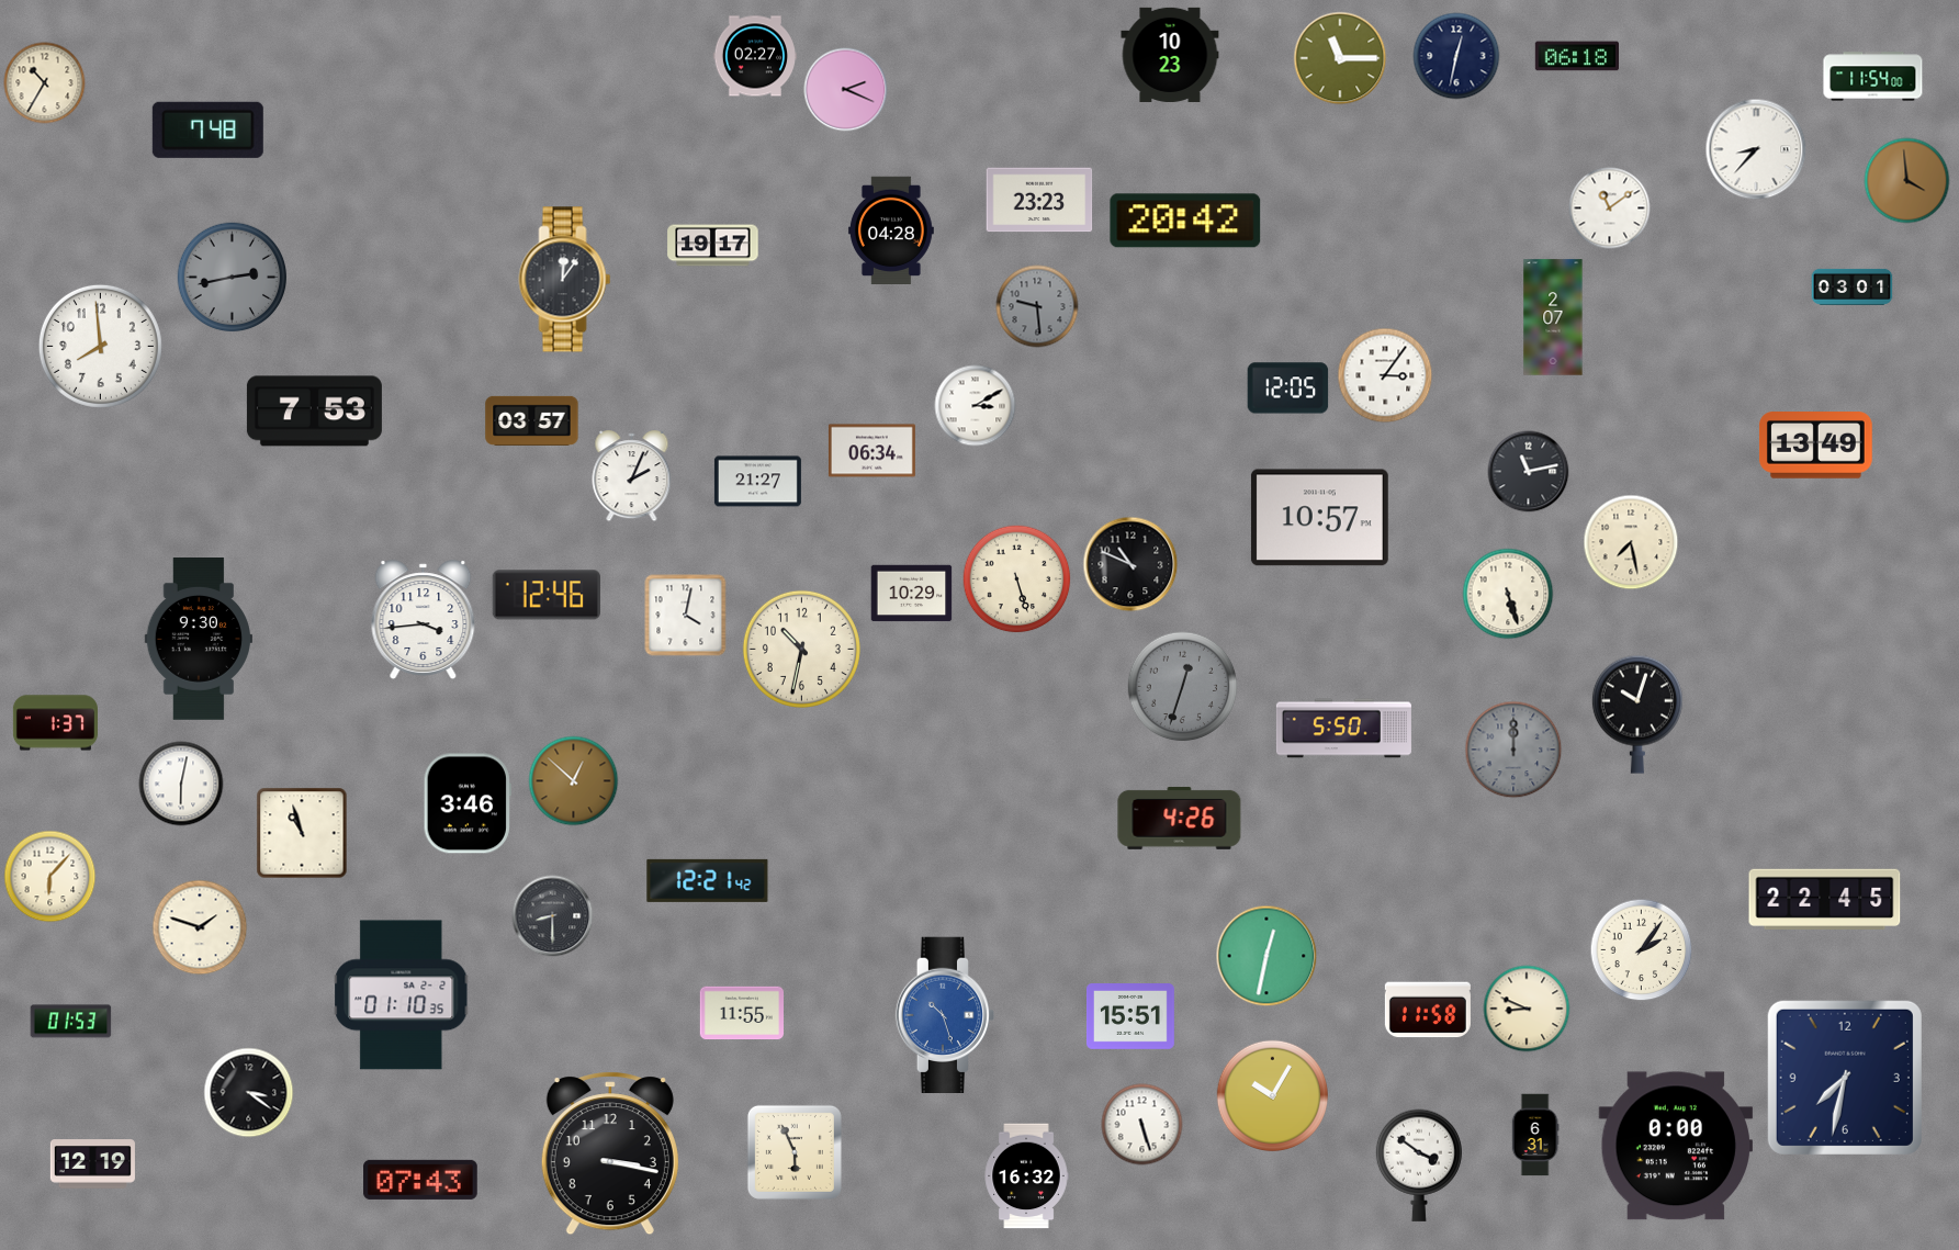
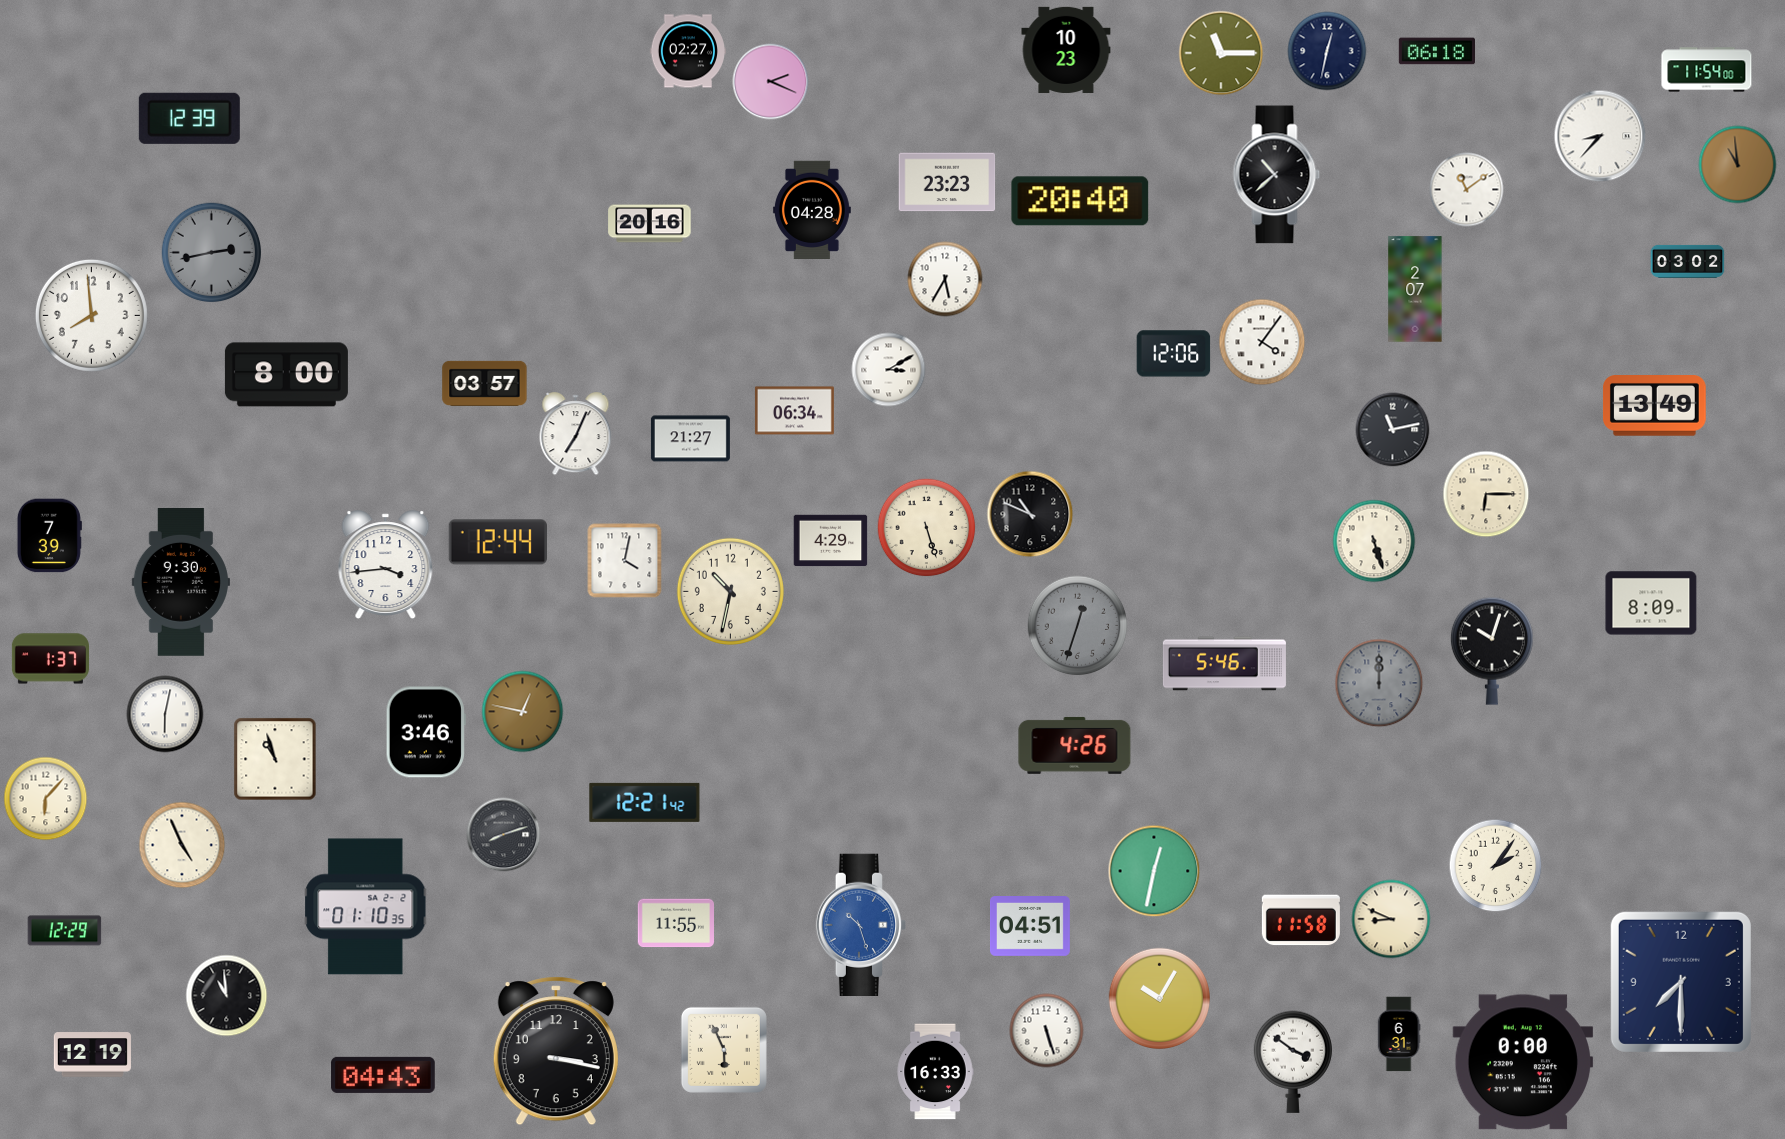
clock at (45, 83): 10:35 -> none
clock at (207, 129): 7:48 -> 12:39
clock at (1907, 181): 3:59 -> 10:59
clock at (1277, 175): none -> 10:38
clock at (1185, 221): 20:42 -> 20:40
clock at (713, 246): 19:17 -> 20:16
clock at (565, 280): 12:06 -> none
clock at (1853, 286): 03:01 -> 03:02
clock at (1037, 306): 9:29 -> 5:35
clock at (1037, 306) dial: grey -> white
clock at (1385, 375): 3:06 -> 4:06
clock at (1288, 388): 12:05 -> 12:06
clock at (314, 412): 7:53 -> 8:00
clock at (632, 476): 2:04 -> 7:04
clock at (1319, 518): 10:57 -> none
clock at (1631, 542): 7:28 -> 6:15
clock at (49, 536): none -> 7:39
clock at (912, 594): 10:29 -> 4:29
clock at (547, 595): 12:46 -> 12:44
clock at (1651, 603): none -> 8:09
clock at (1343, 729): 5:50 -> 5:46
clock at (574, 781): 12:52 -> 12:47
clock at (1825, 899): 22:45 -> none
clock at (553, 916): 8:30 -> 8:12
clock at (200, 927): 1:48 -> 4:56
clock at (1132, 1017): 15:51 -> 04:51
clock at (71, 1022): 01:53 -> 12:29
clock at (1845, 1078): 7:32 -> 7:30
clock at (249, 1093): 3:21 -> 10:59
clock at (1142, 1125) position: (1142, 1125) -> (1047, 1031)
clock at (1676, 1146) position: (1676, 1146) -> (1523, 1062)
clock at (92, 1164) position: (92, 1164) -> (92, 1055)
clock at (1026, 1176): 16:32 -> 16:33
clock at (420, 1180): 07:43 -> 04:43
